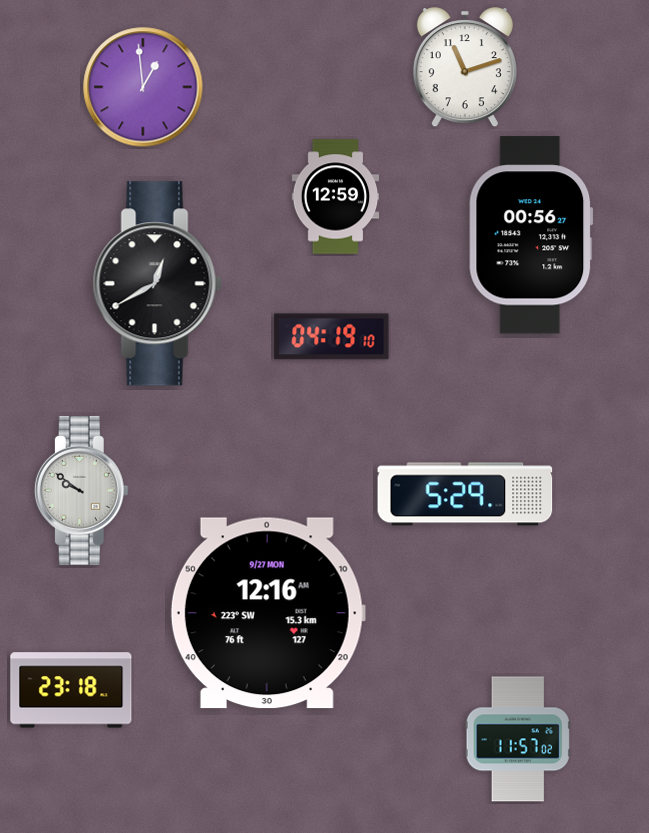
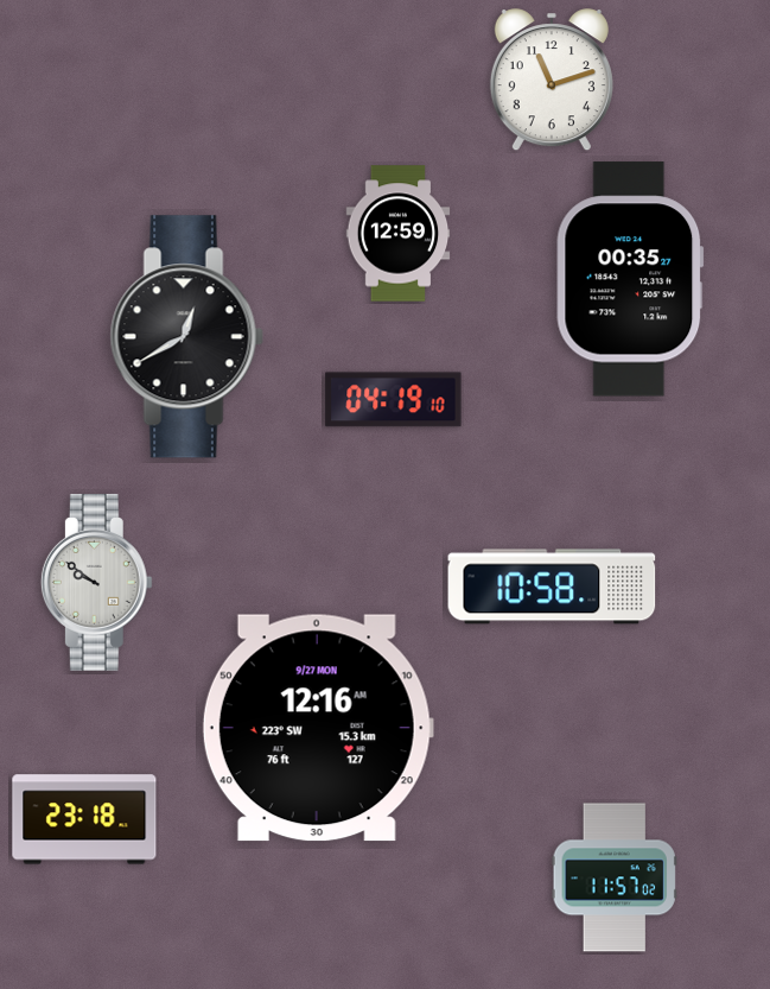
clock at (143, 87): 12:59 -> none
clock at (531, 235): 00:56 -> 00:35
clock at (465, 494): 5:29 -> 10:58
